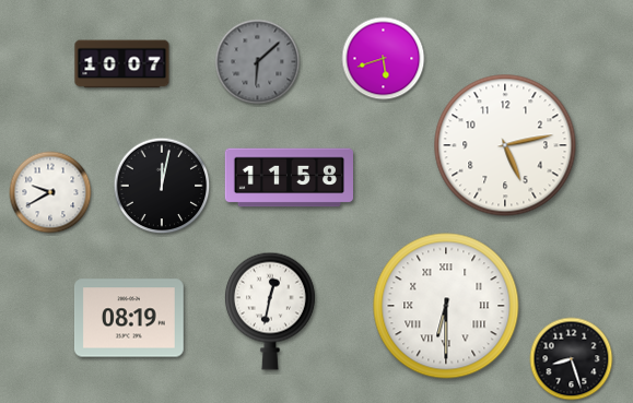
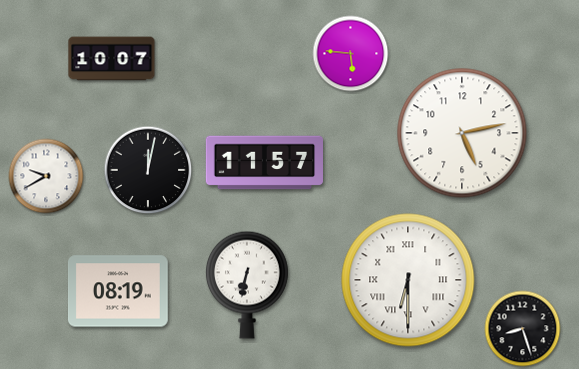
clock at (384, 59): 5:42 -> 5:46
clock at (258, 62): 6:08 -> none
clock at (289, 178): 11:58 -> 11:57
clock at (270, 311): 12:32 -> 6:32
